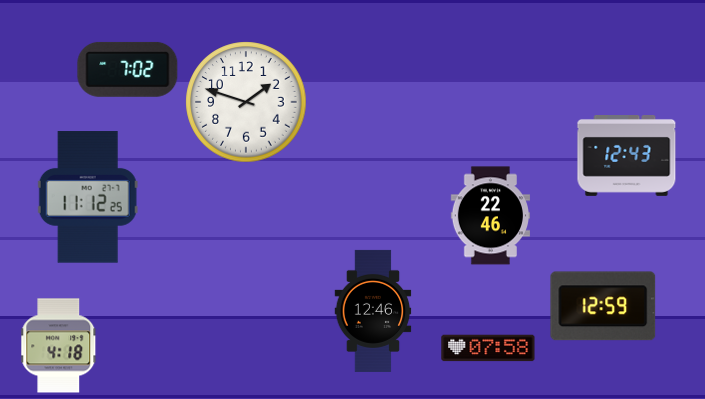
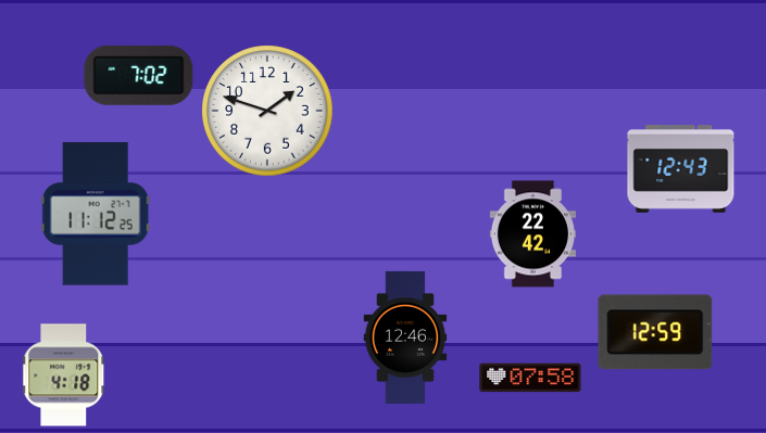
clock at (490, 216): 22:46 -> 22:42
